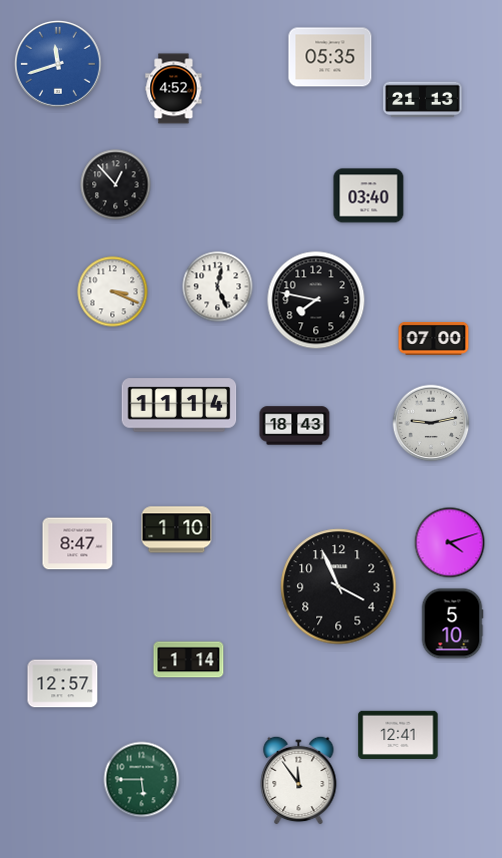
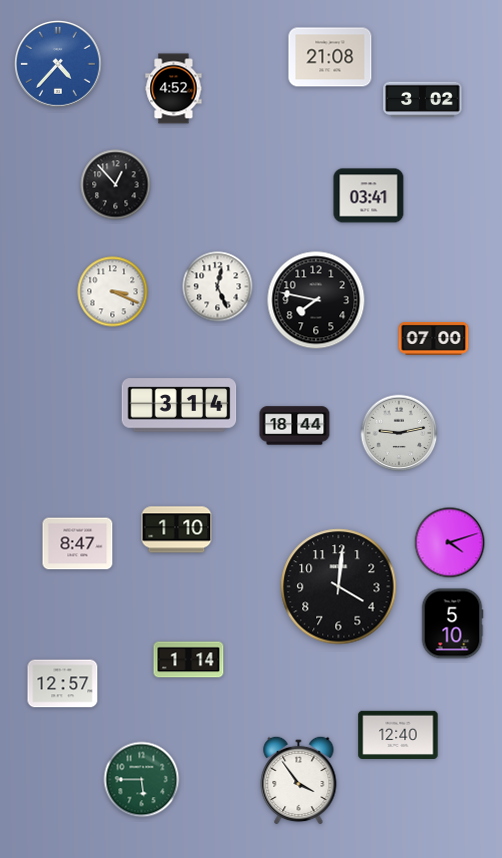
clock at (330, 57): 05:35 -> 21:08
clock at (59, 65): 11:42 -> 4:37
clock at (423, 100): 21:13 -> 3:02
clock at (369, 196): 03:40 -> 03:41
clock at (179, 405): 11:14 -> 3:14
clock at (431, 423) position: (431, 423) -> (399, 433)
clock at (295, 426): 18:43 -> 18:44
clock at (339, 587): 3:56 -> 4:01
clock at (398, 734): 12:41 -> 12:40
clock at (299, 780): 11:54 -> 3:54
